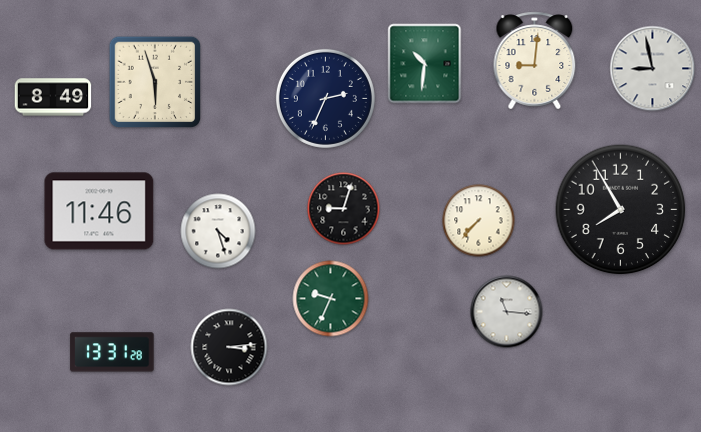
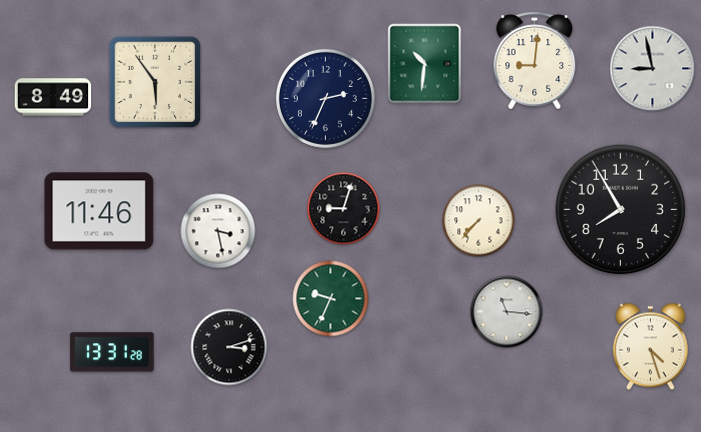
clock at (155, 82): 5:57 -> 5:54
clock at (218, 231): 4:27 -> 3:28
clock at (229, 347): 3:14 -> 3:12
clock at (650, 347): none -> 4:27
